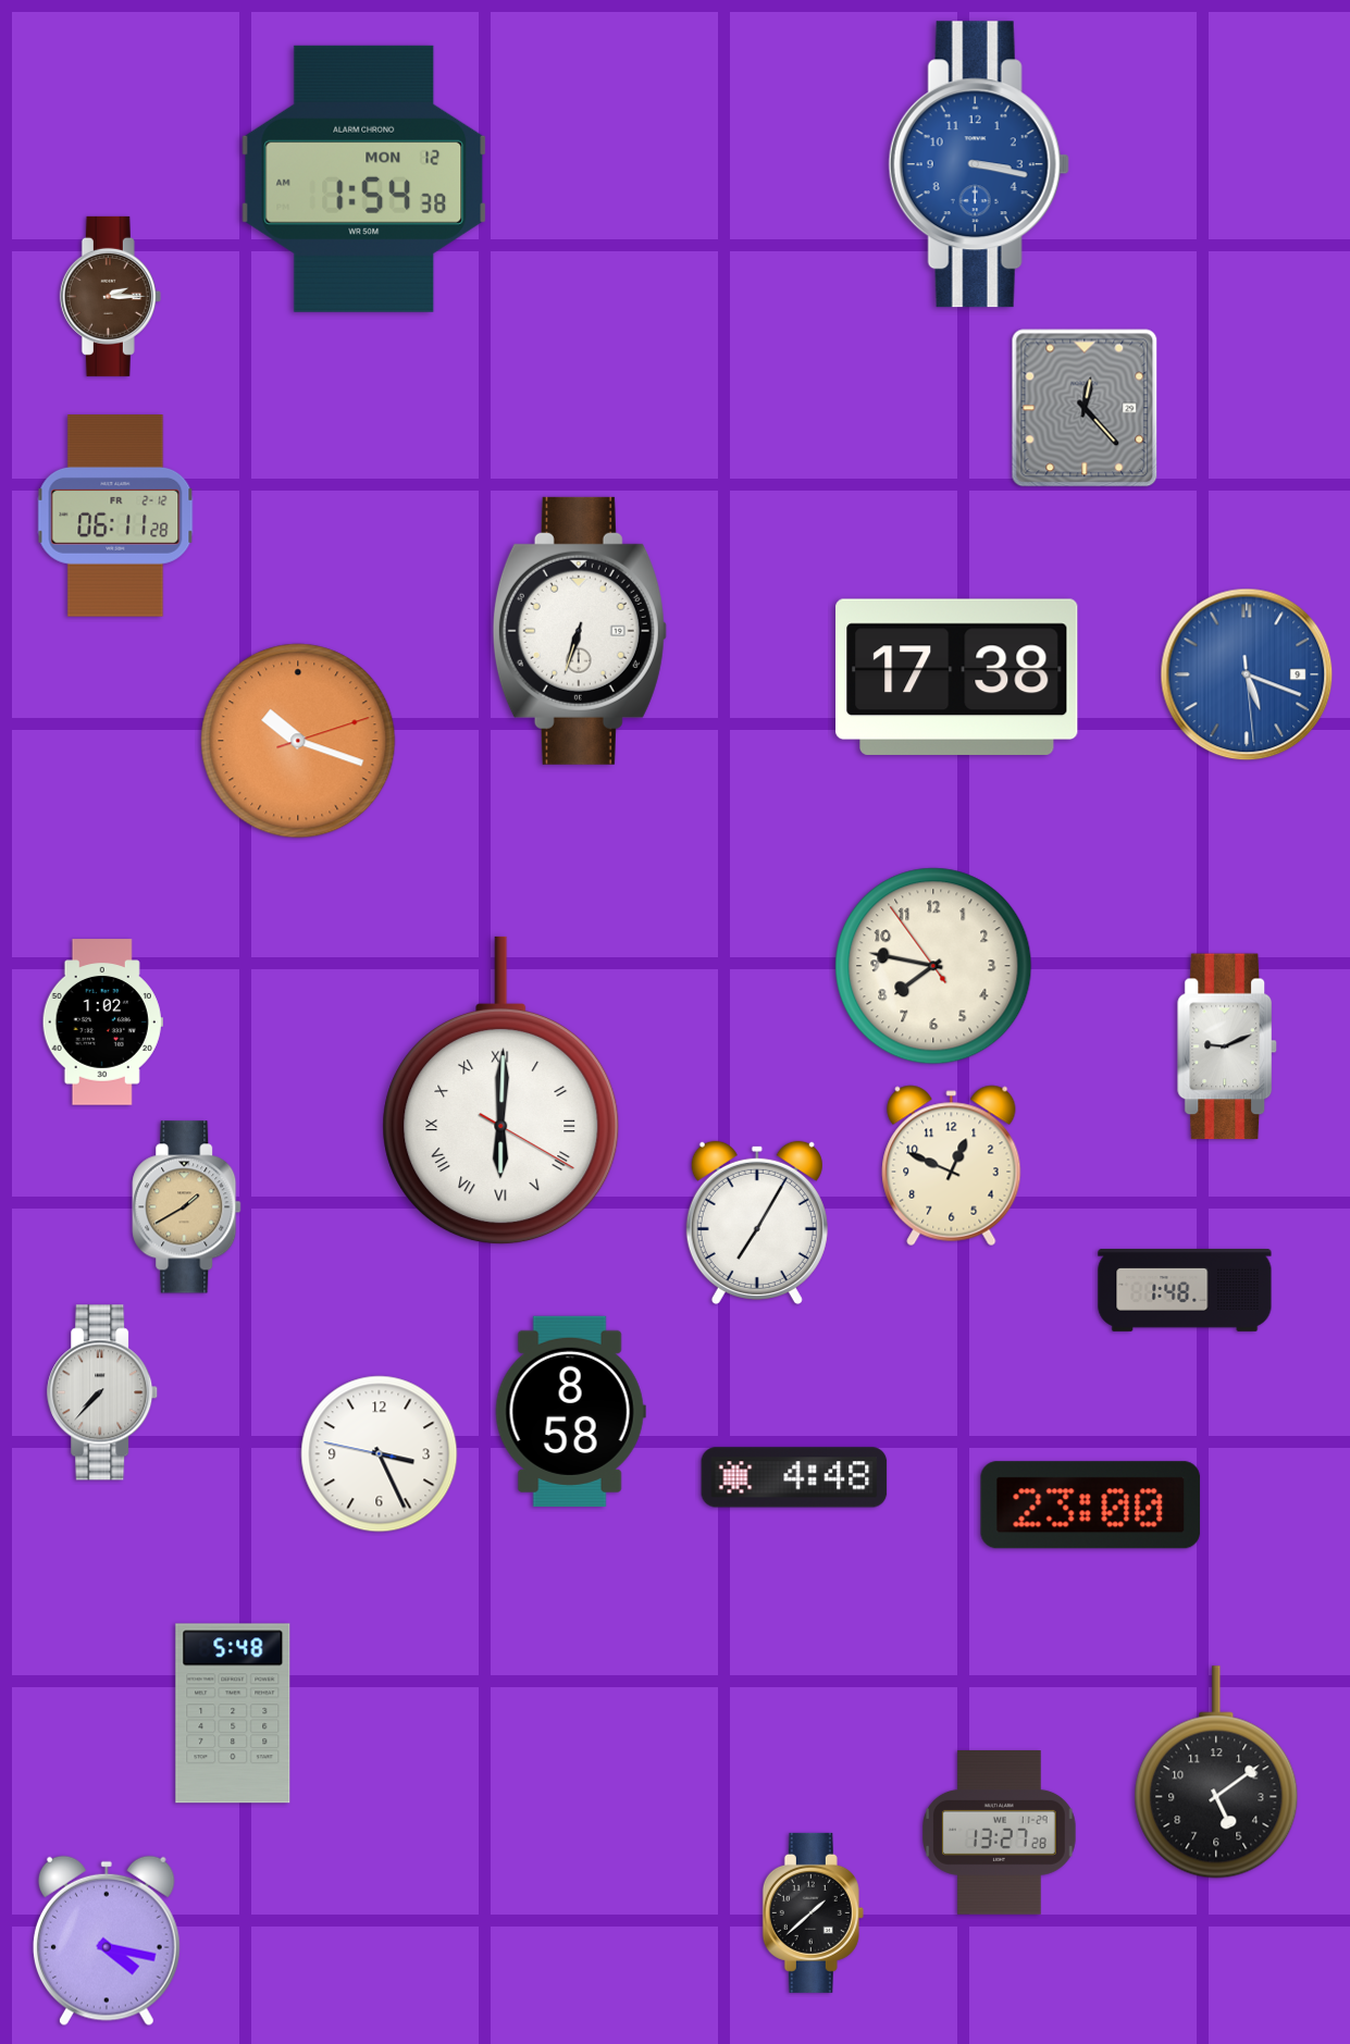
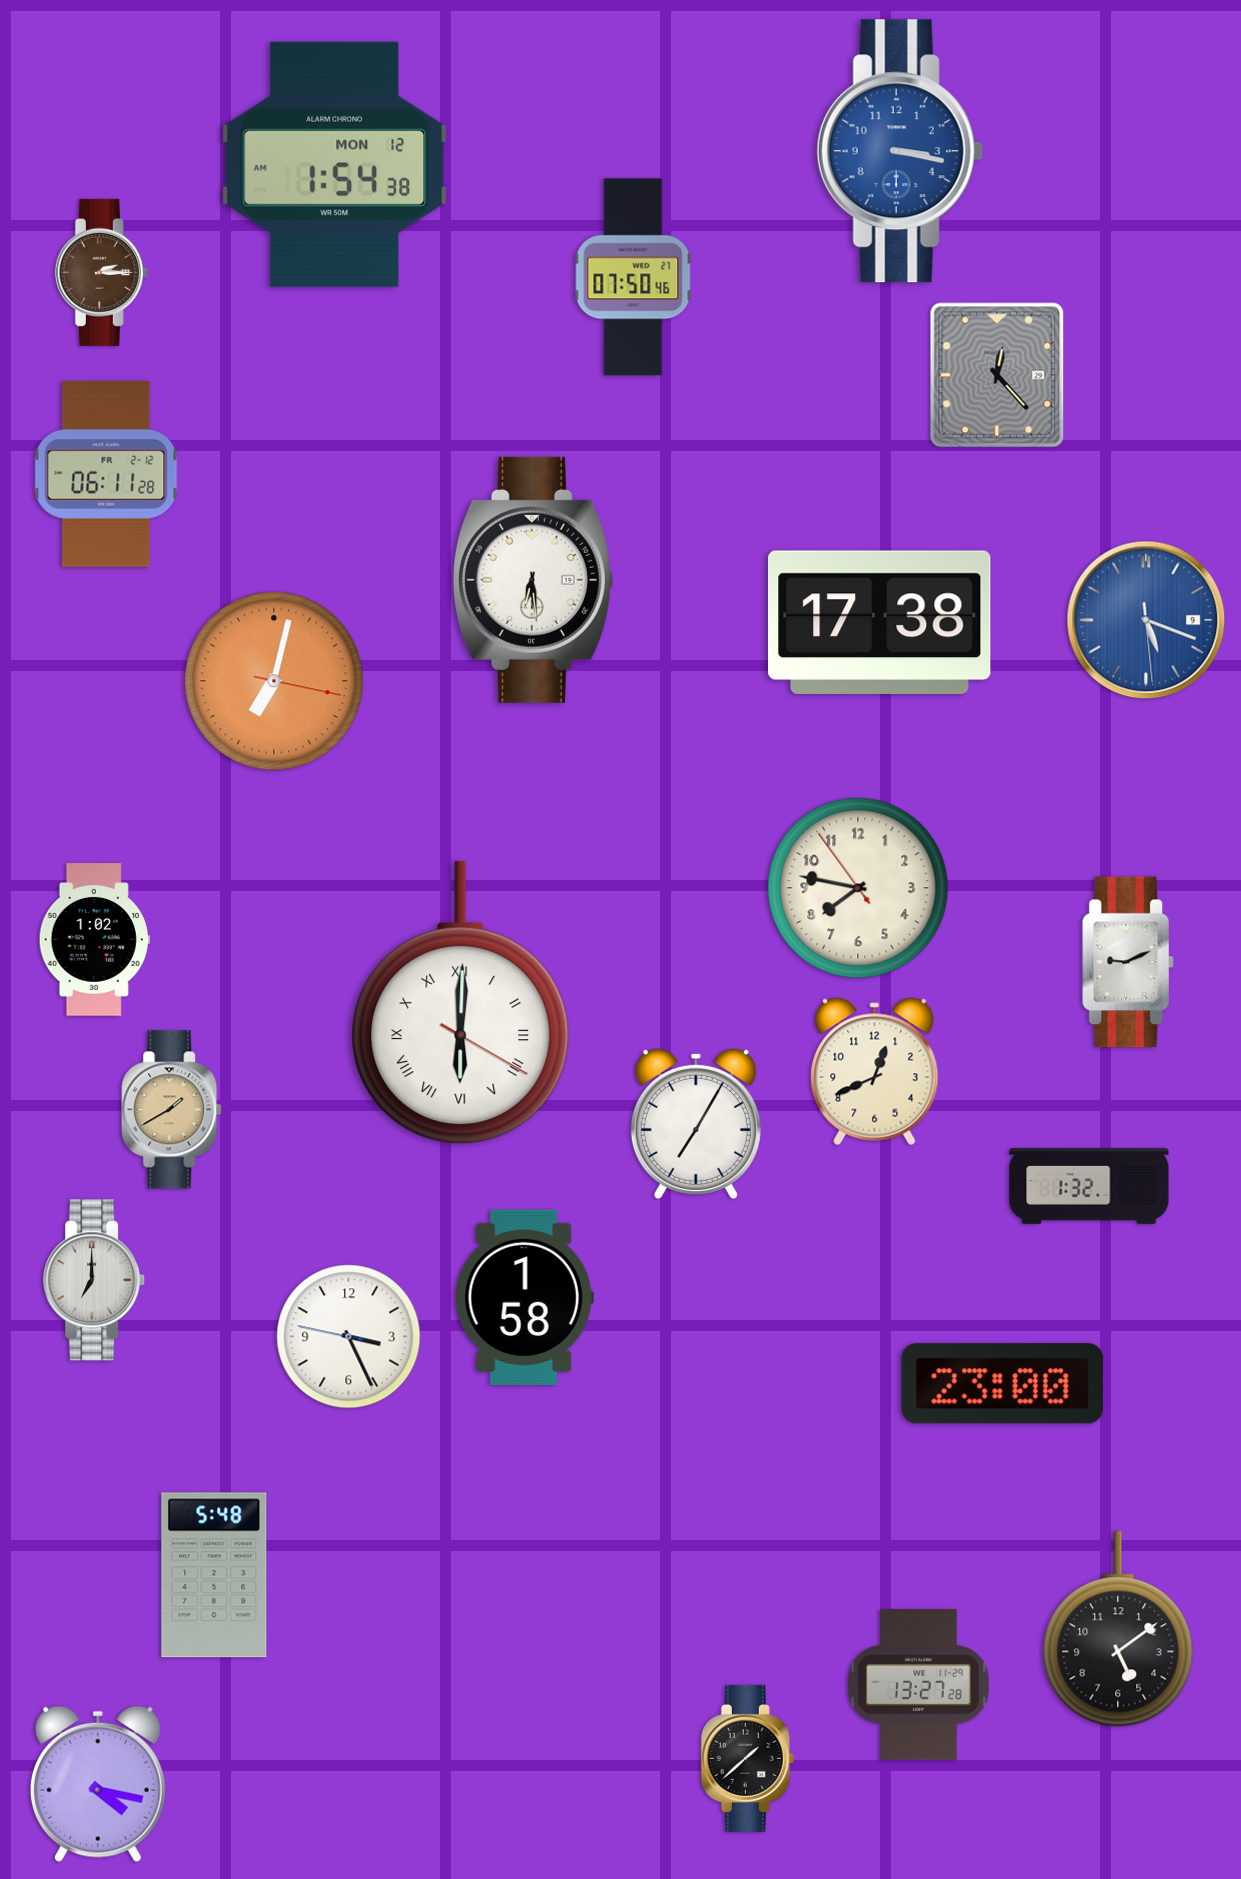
clock at (633, 277): none -> 07:50
clock at (580, 631): 6:33 -> 6:29
clock at (298, 741): 10:18 -> 7:02
clock at (952, 1166): 12:49 -> 12:41
clock at (1185, 1291): 1:48 -> 1:32
clock at (103, 1392): 7:37 -> 7:00
clock at (570, 1411): 8:58 -> 1:58
clock at (794, 1477): 4:48 -> none
